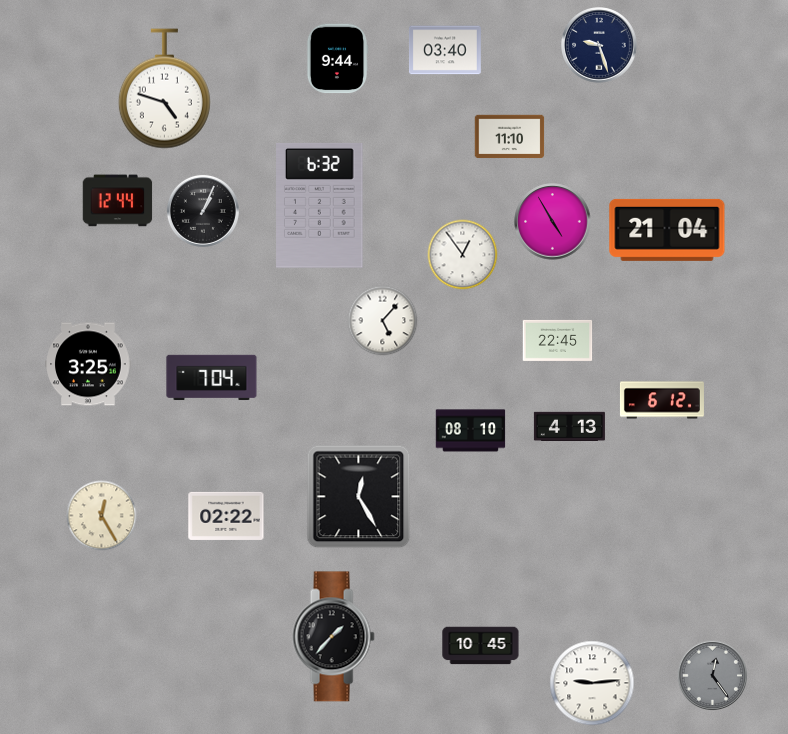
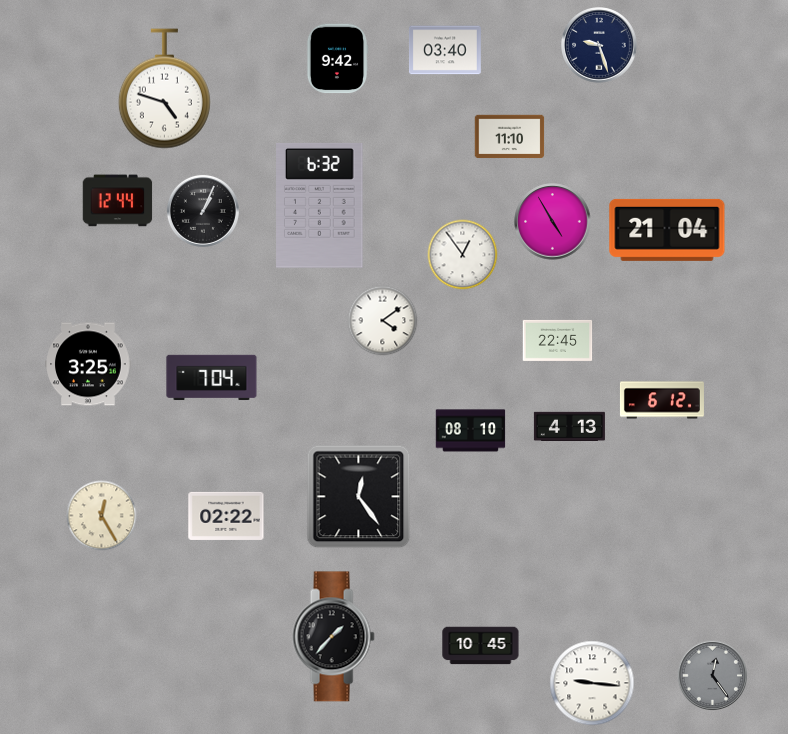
clock at (337, 59): 9:44 -> 9:42
clock at (383, 321): 5:07 -> 4:09
clock at (359, 497): 12:25 -> 12:24
clock at (592, 683): 9:14 -> 9:16
